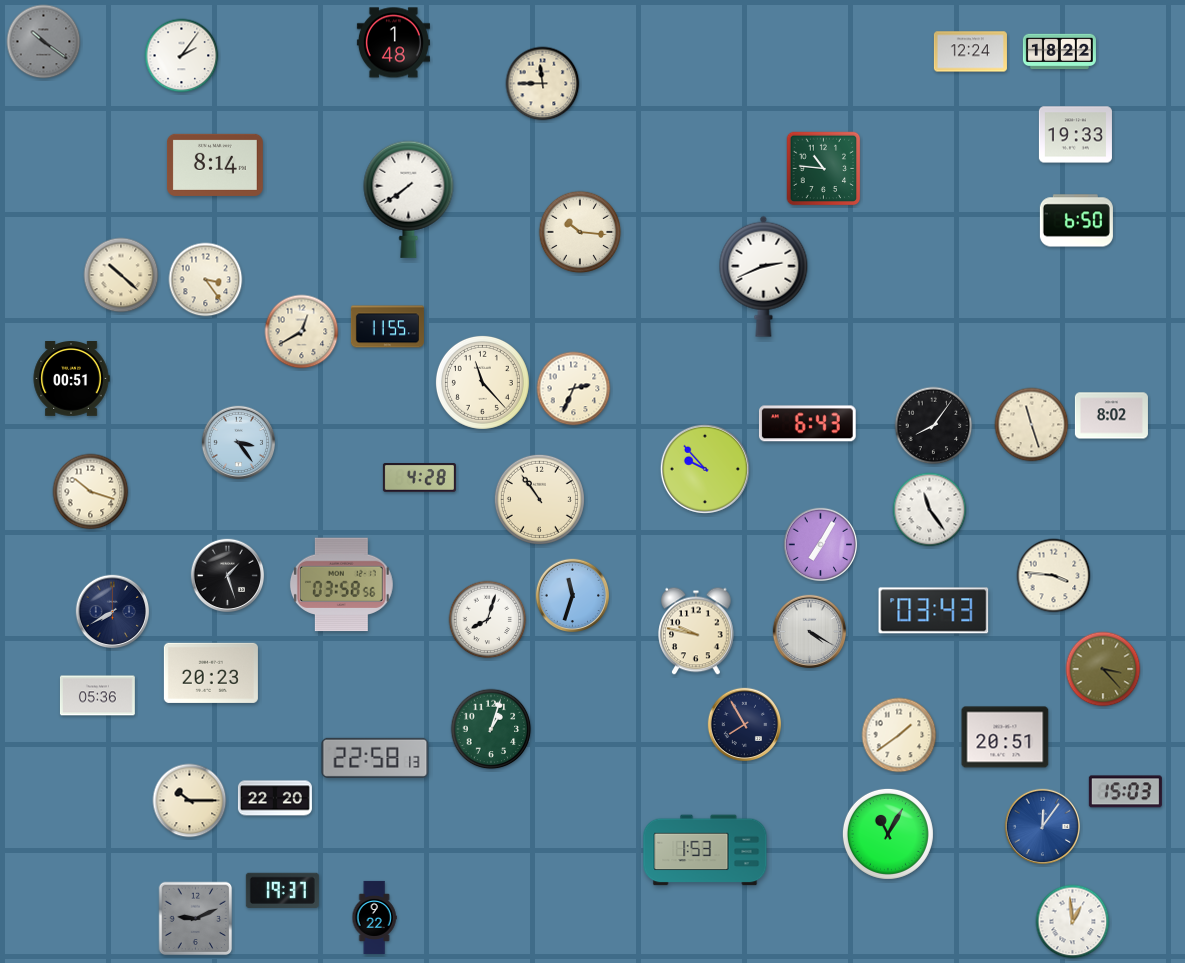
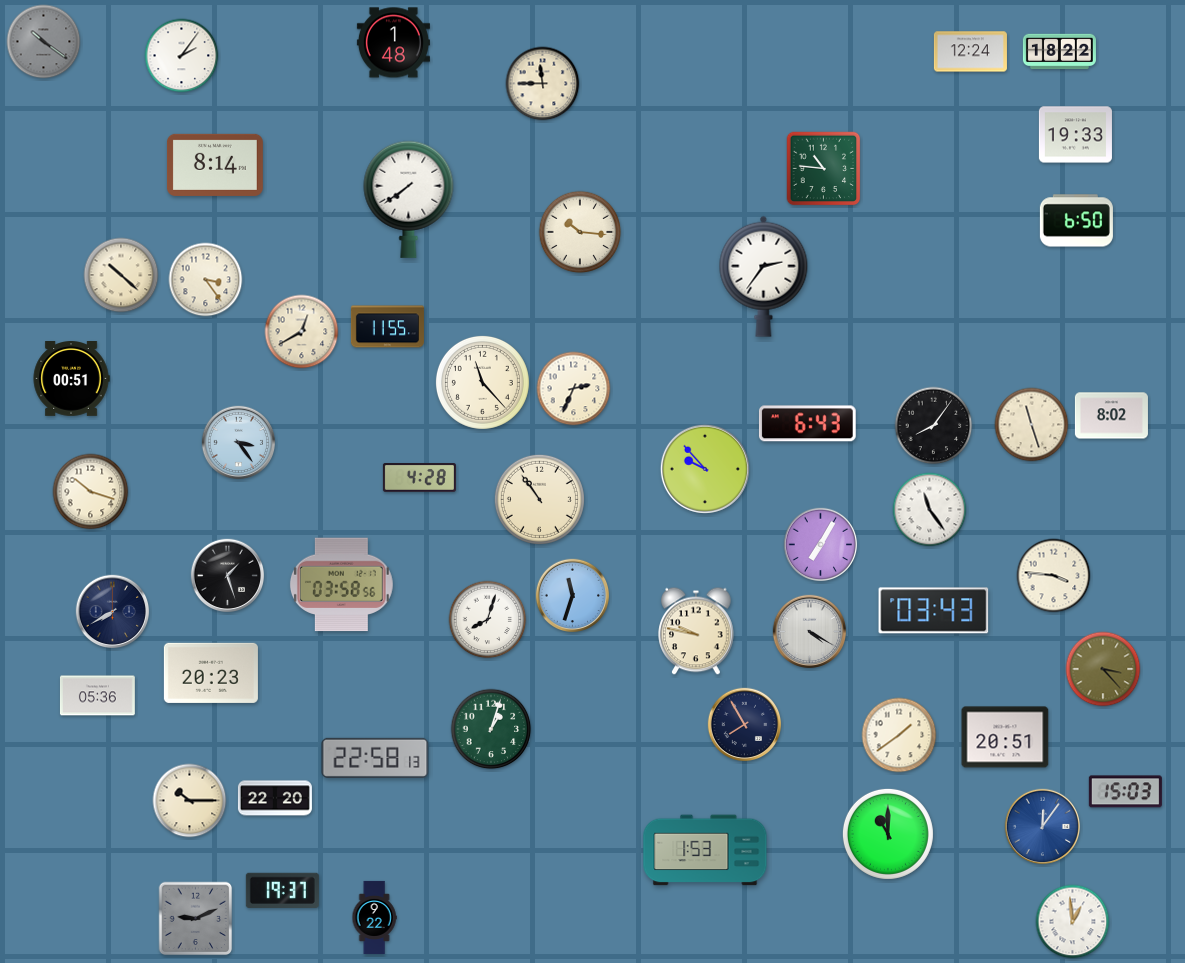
clock at (764, 276): 2:41 -> 2:36
clock at (888, 834): 11:05 -> 11:00
